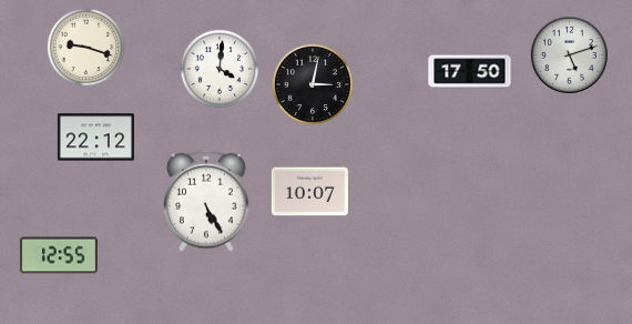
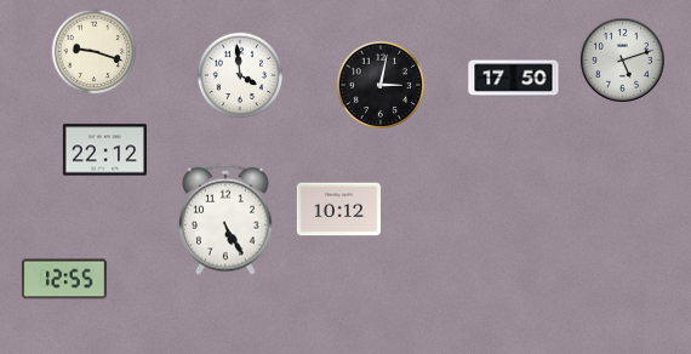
clock at (220, 69): 4:01 -> 3:59
clock at (312, 83) position: (312, 83) -> (379, 84)
clock at (309, 192): 10:07 -> 10:12
